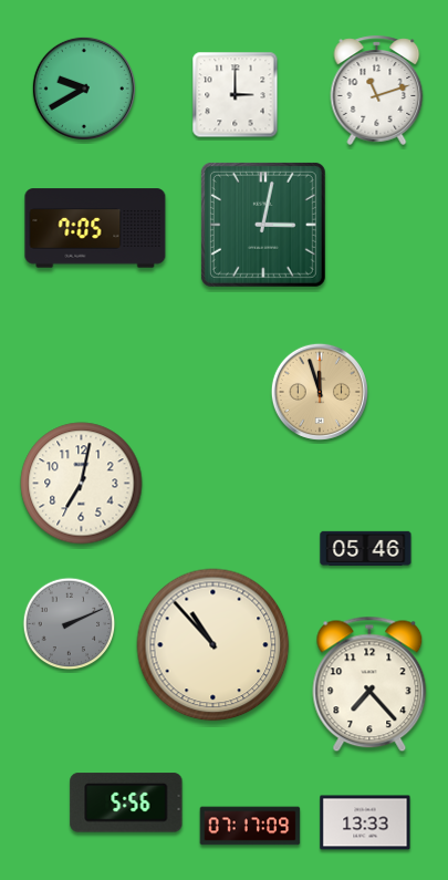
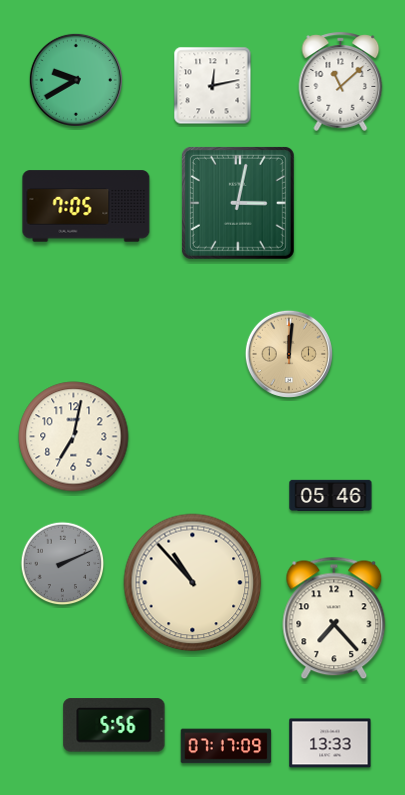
clock at (377, 90): 11:12 -> 11:08
clock at (236, 95): 3:00 -> 12:13
clock at (320, 392): 11:57 -> 12:01
